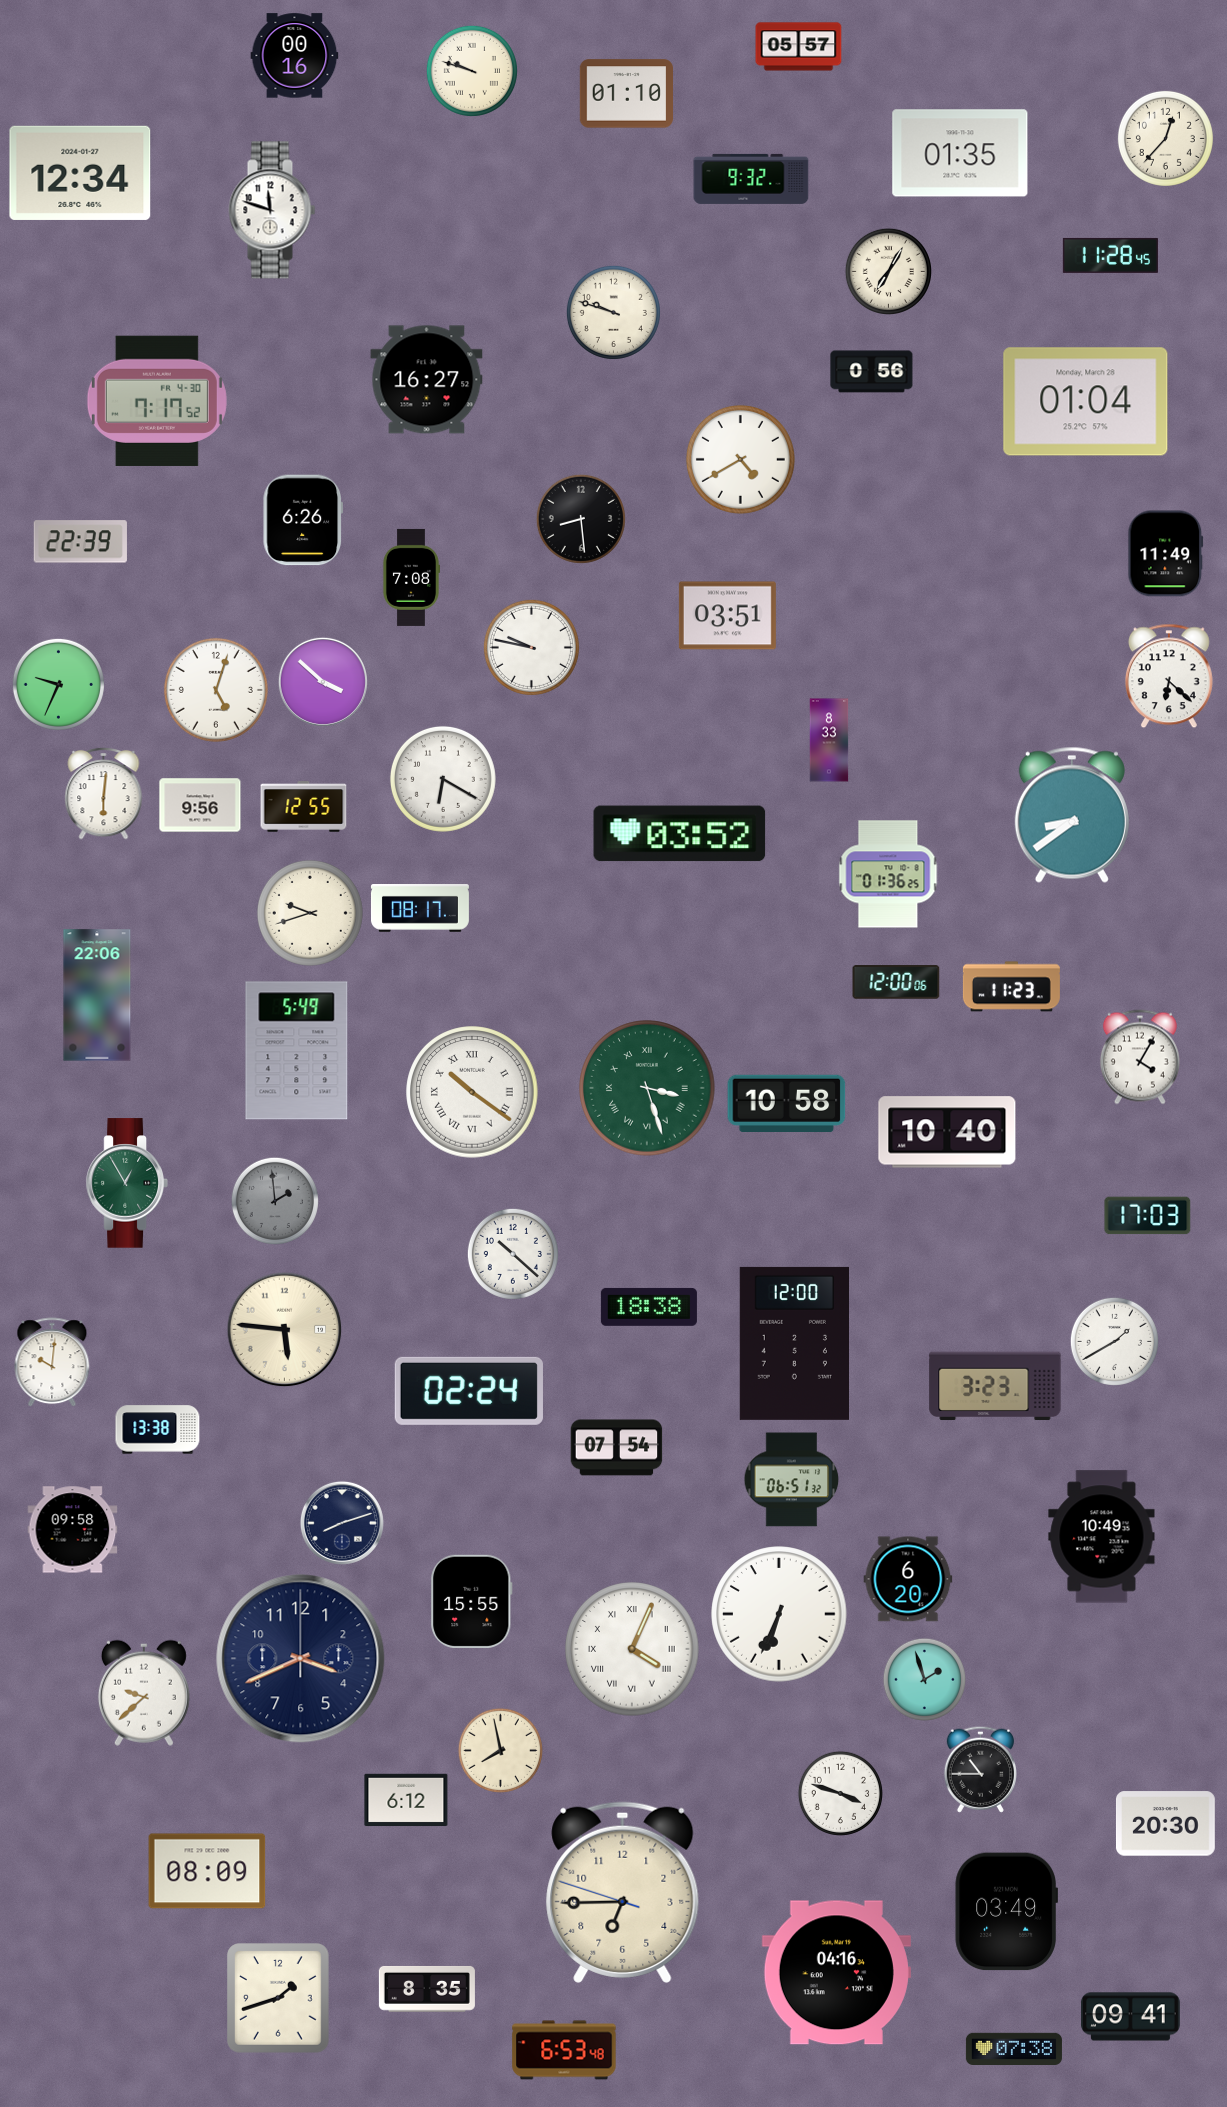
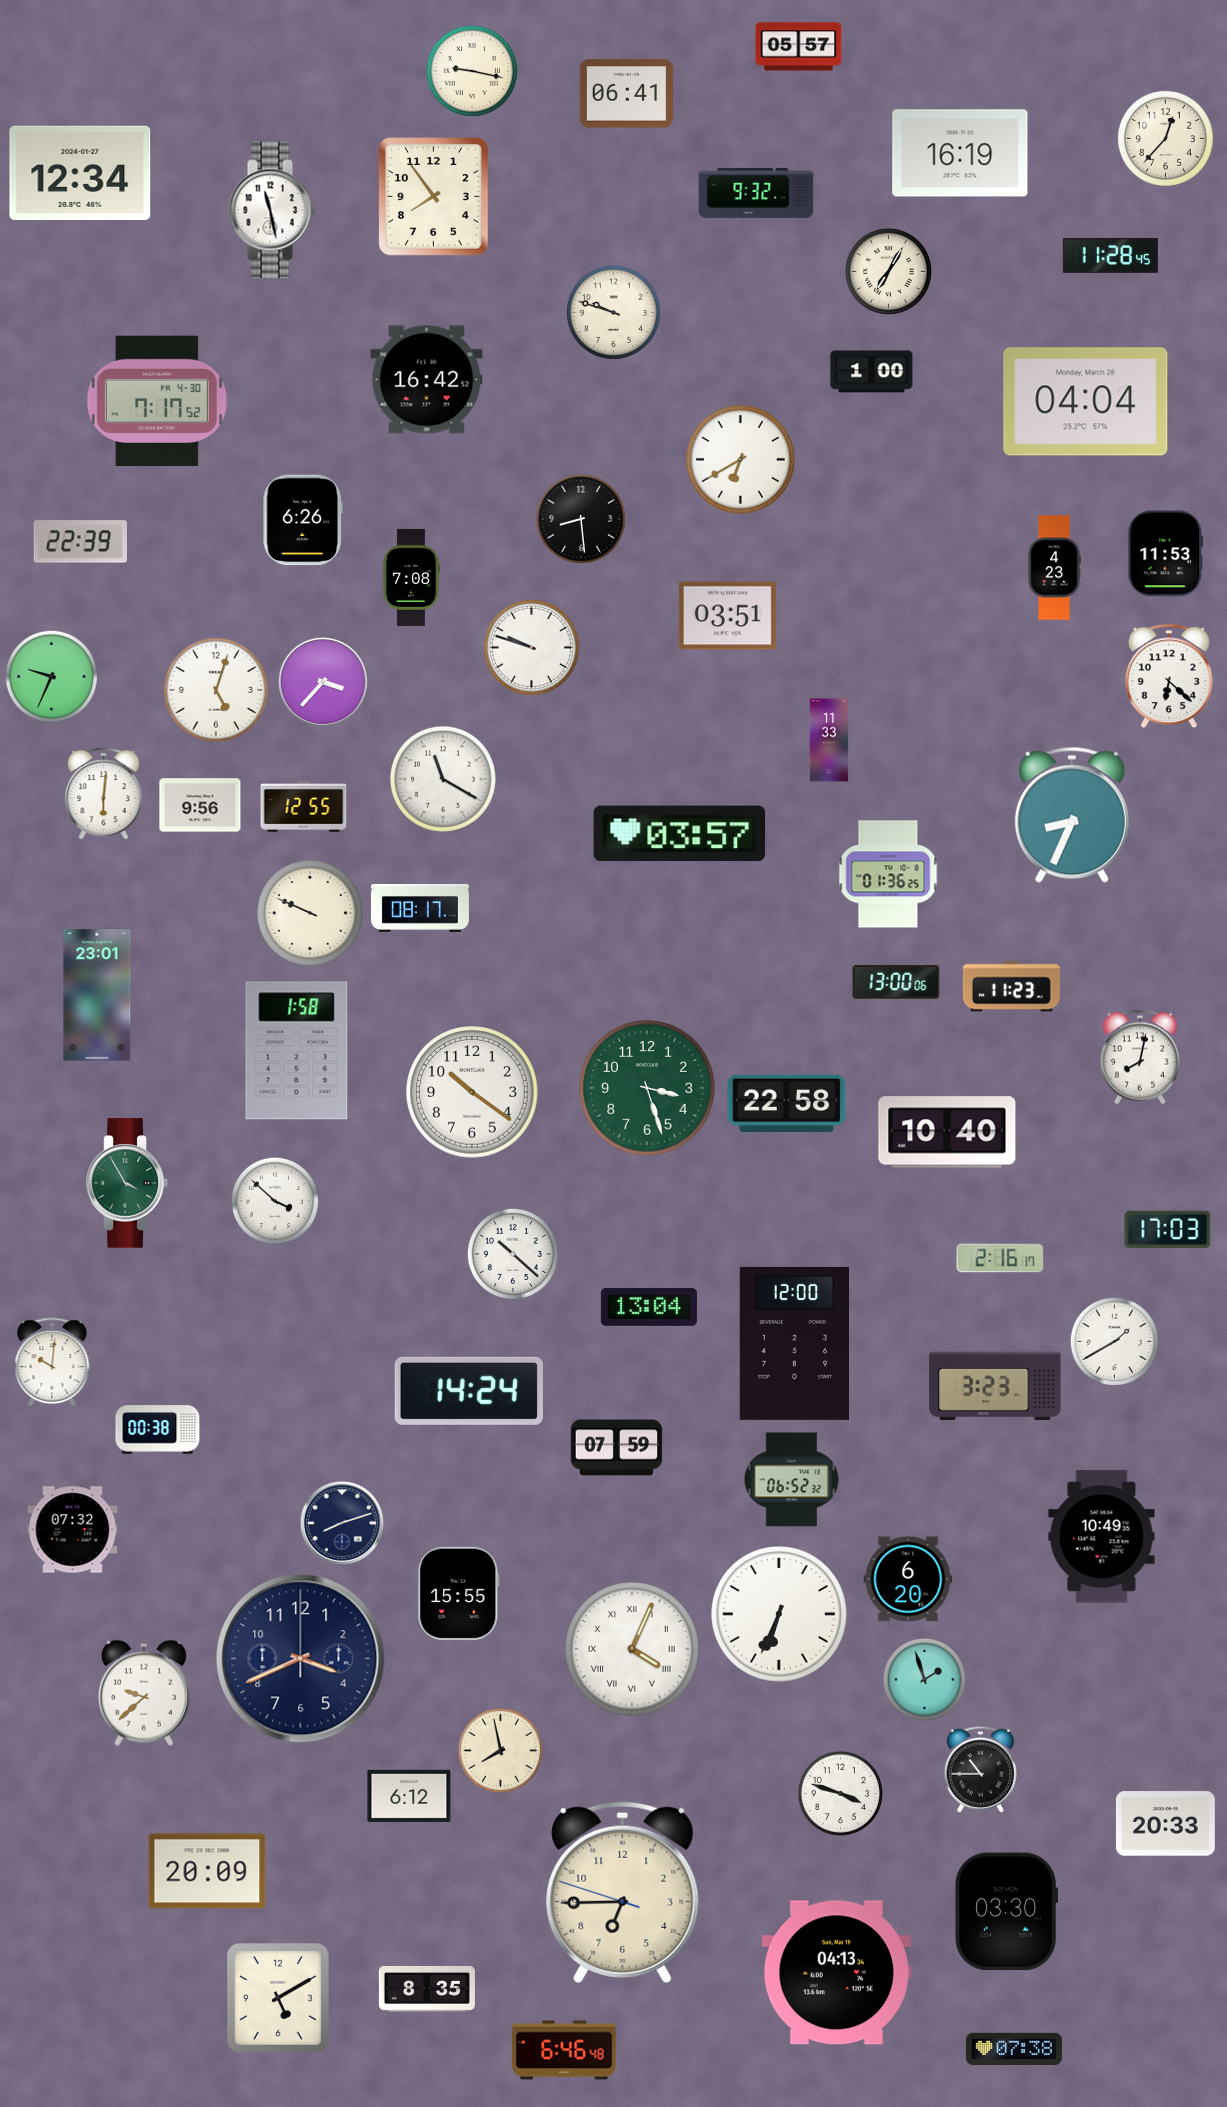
clock at (295, 56): 00:16 -> none
clock at (472, 71): 9:48 -> 9:17
clock at (626, 94): 01:10 -> 06:41
clock at (960, 153): 01:35 -> 16:19
clock at (751, 179) position: (751, 179) -> (756, 193)
clock at (434, 197): none -> 7:54
clock at (272, 210): 11:48 -> 11:28
clock at (872, 372): 0:56 -> 1:00
clock at (427, 380): 16:27 -> 16:42
clock at (1086, 402): 01:04 -> 04:04
clock at (740, 459): 4:40 -> 6:40
clock at (1166, 554): 11:49 -> 11:53
clock at (1054, 568): none -> 4:23
clock at (531, 647): 9:47 -> 9:48
clock at (323, 682): 3:52 -> 3:37
clock at (58, 684) position: (58, 684) -> (51, 676)
clock at (829, 740): 8:33 -> 11:33
clock at (443, 779): 6:20 -> 11:20
clock at (1072, 815): 8:39 -> 8:34
clock at (680, 834): 03:52 -> 03:57
clock at (310, 913): 9:42 -> 9:49
clock at (896, 982): 12:00 -> 13:00
clock at (97, 995): 22:06 -> 23:01
clock at (297, 1051): 5:49 -> 1:58
clock at (1140, 1057): 4:05 -> 8:02
clock at (647, 1088) numerals: Roman -> Arabic
clock at (472, 1092) numerals: Roman -> Arabic
clock at (787, 1103): 10:58 -> 22:58
clock at (127, 1183): 12:55 -> 3:55
clock at (275, 1201): 1:59 -> 3:52
clock at (275, 1201) dial: grey -> white
clock at (1148, 1216) position: (1148, 1216) -> (1168, 1230)
clock at (1000, 1258): none -> 2:16
clock at (649, 1307): 18:38 -> 13:04
clock at (285, 1330): 5:46 -> none
clock at (469, 1391): 02:24 -> 14:24
clock at (158, 1430): 13:38 -> 00:38
clock at (617, 1448): 07:54 -> 07:59
clock at (792, 1480): 06:51 -> 06:52
clock at (73, 1530): 09:58 -> 07:32
clock at (472, 1601) position: (472, 1601) -> (459, 1593)
clock at (406, 1800) position: (406, 1800) -> (409, 1796)
clock at (1165, 1824): 20:30 -> 20:33
clock at (207, 1871): 08:09 -> 20:09
clock at (1006, 1912): 03:49 -> 03:30
clock at (836, 1973): 04:16 -> 04:13
clock at (278, 1998): 1:42 -> 5:10
clock at (1131, 2017): 09:41 -> none
clock at (564, 2050): 6:53 -> 6:46
